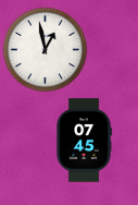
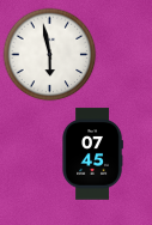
clock at (45, 49): 12:58 -> 5:58
